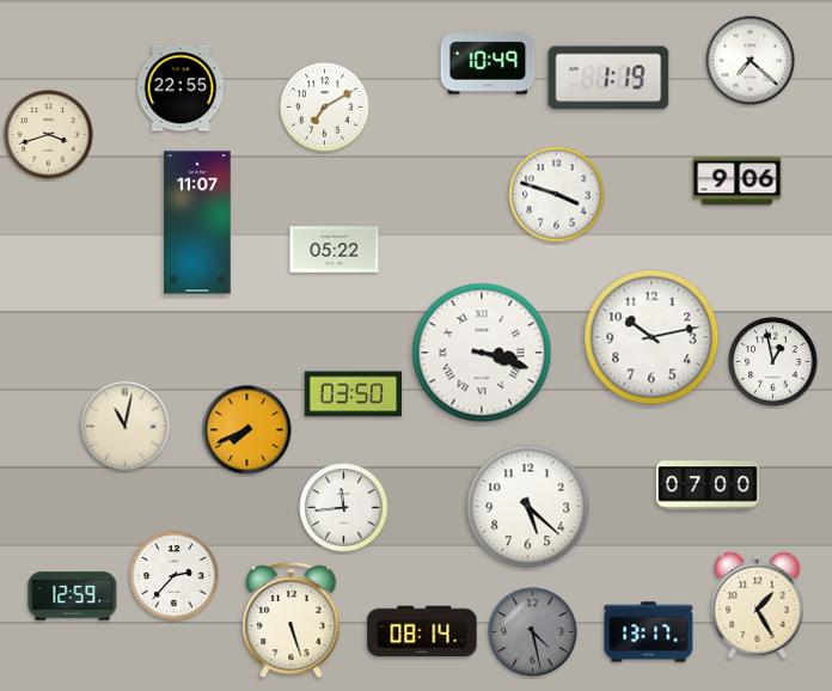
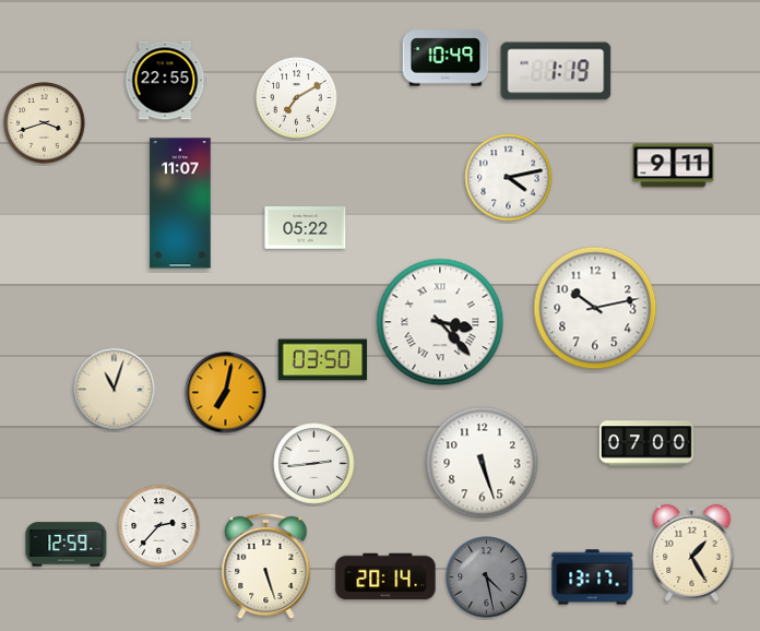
clock at (751, 61): 7:22 -> none
clock at (738, 182): 9:06 -> 9:11
clock at (557, 195): 3:48 -> 4:13
clock at (482, 353): 3:18 -> 3:23
clock at (773, 362): 12:58 -> none
clock at (126, 427): 11:02 -> 11:03
clock at (247, 430): 7:41 -> 7:02
clock at (528, 507): 5:22 -> 5:27
clock at (344, 508): 11:44 -> 2:44
clock at (422, 631): 08:14 -> 20:14
